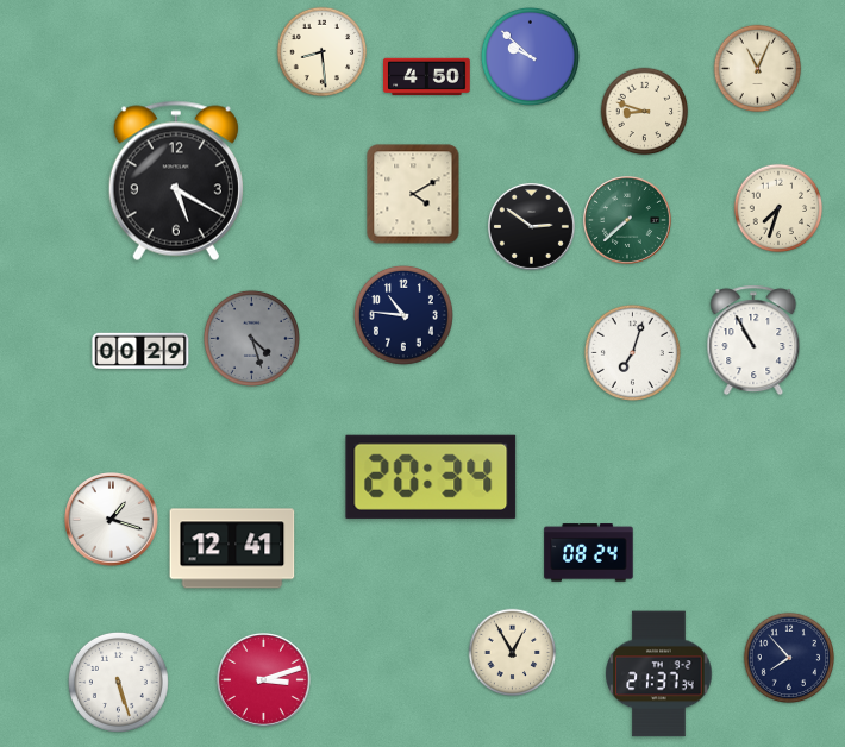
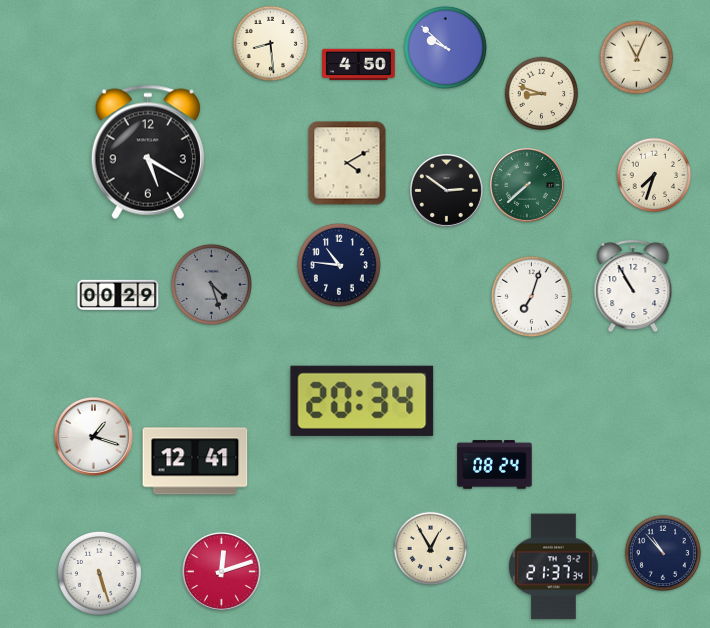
clock at (789, 658): 7:53 -> 10:53
clock at (264, 680): 3:12 -> 12:12
